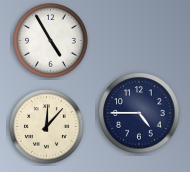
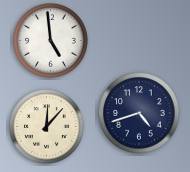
clock at (51, 41): 4:55 -> 4:59
clock at (139, 113): 4:45 -> 4:42
